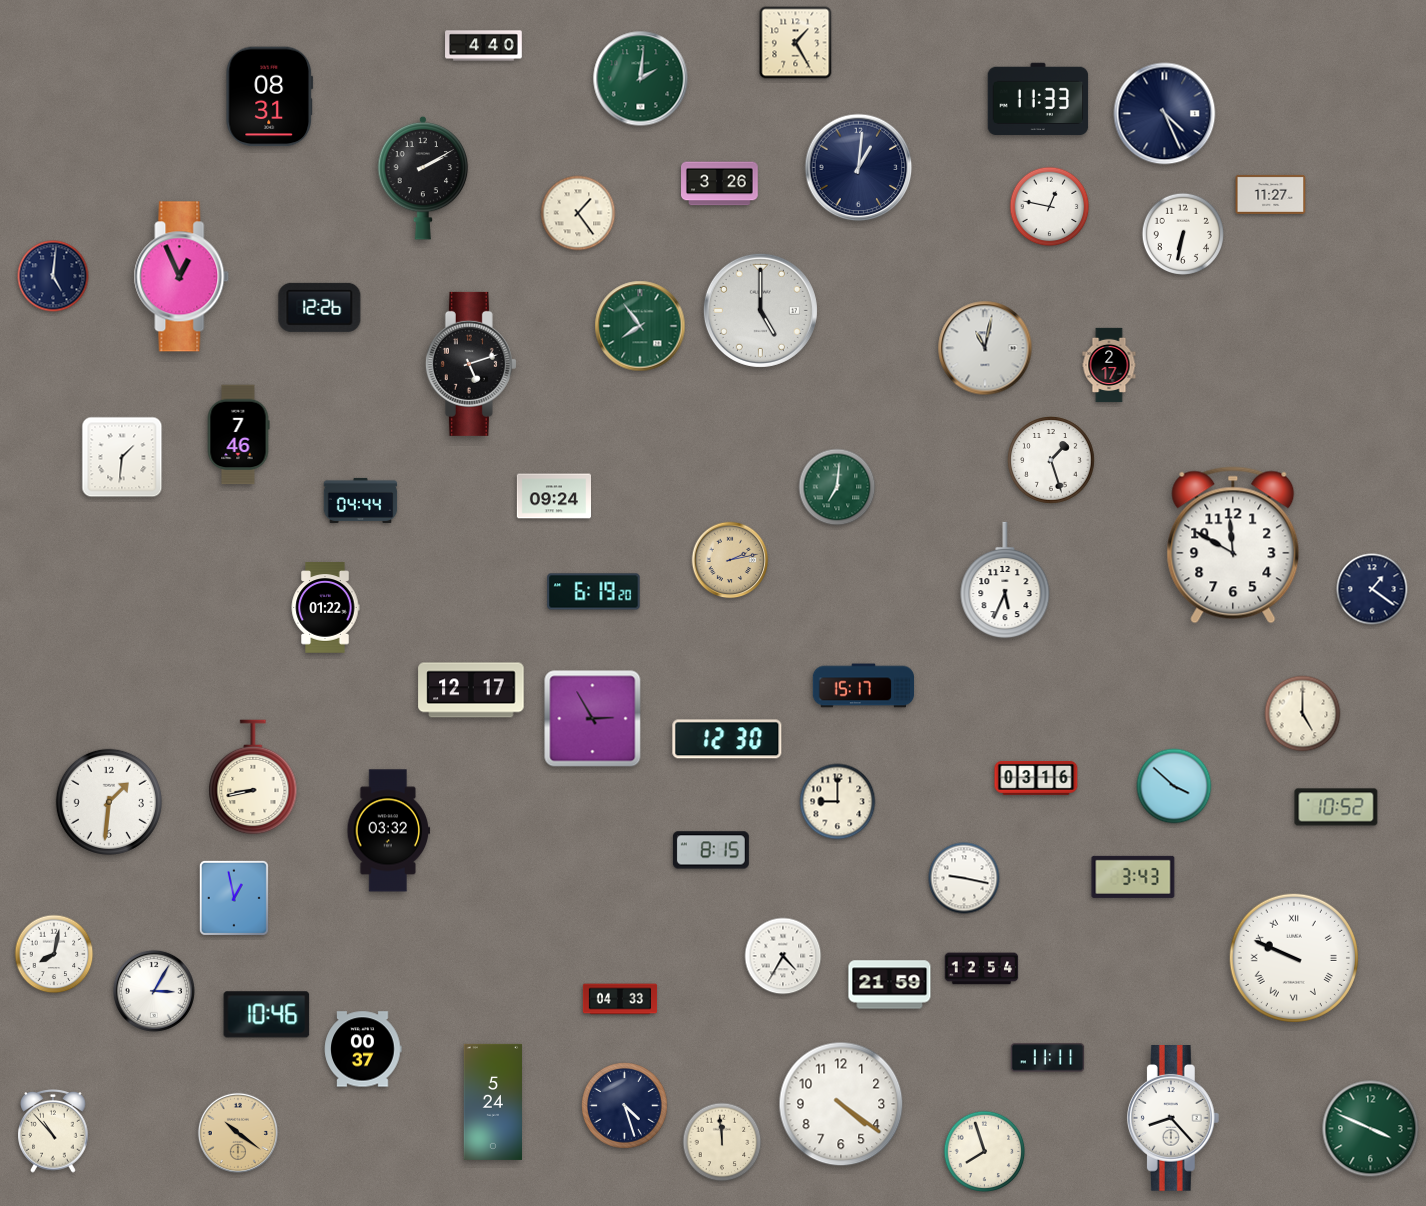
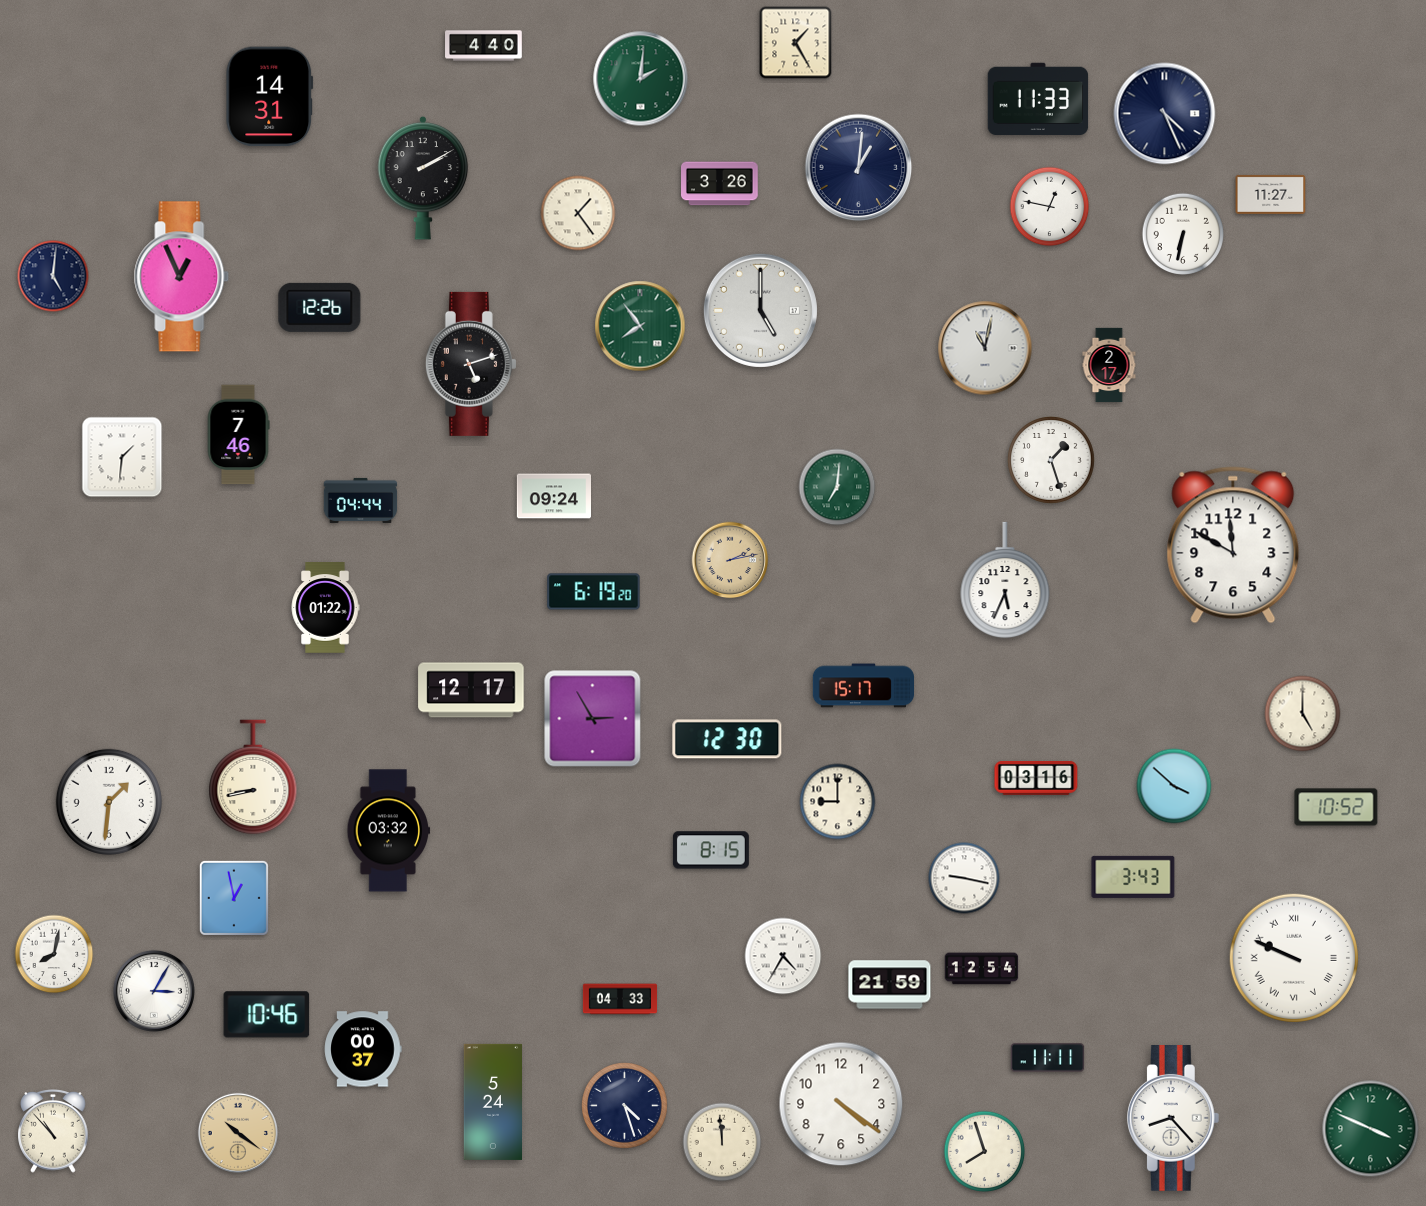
clock at (270, 97): 08:31 -> 14:31
clock at (1372, 589): 1:21 -> none
